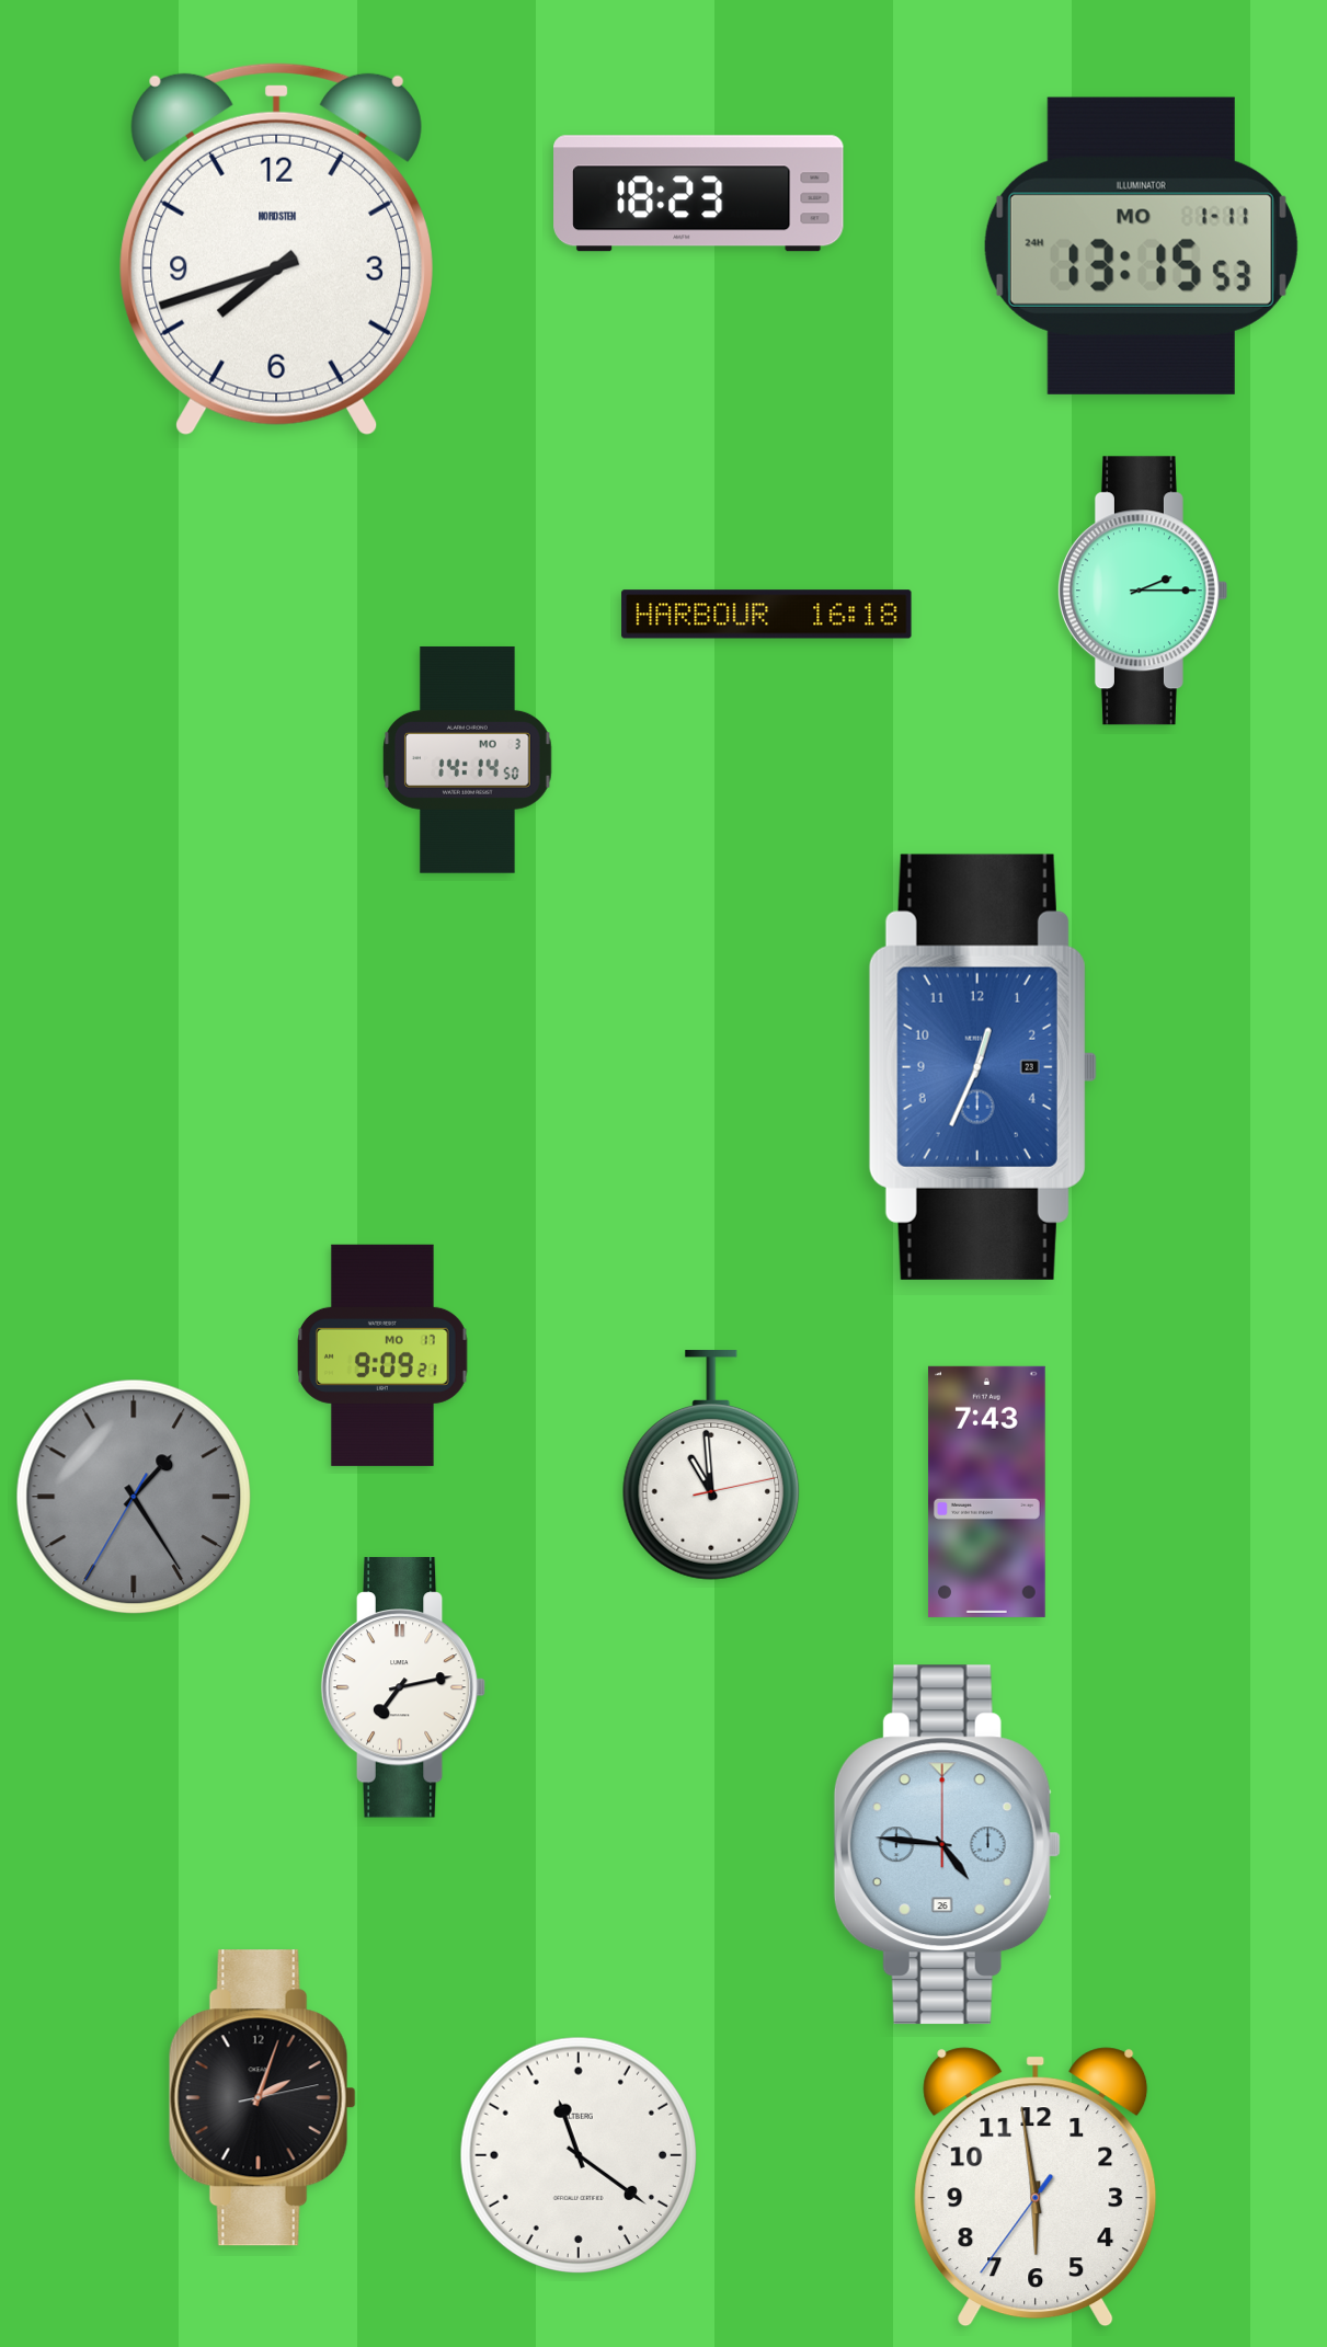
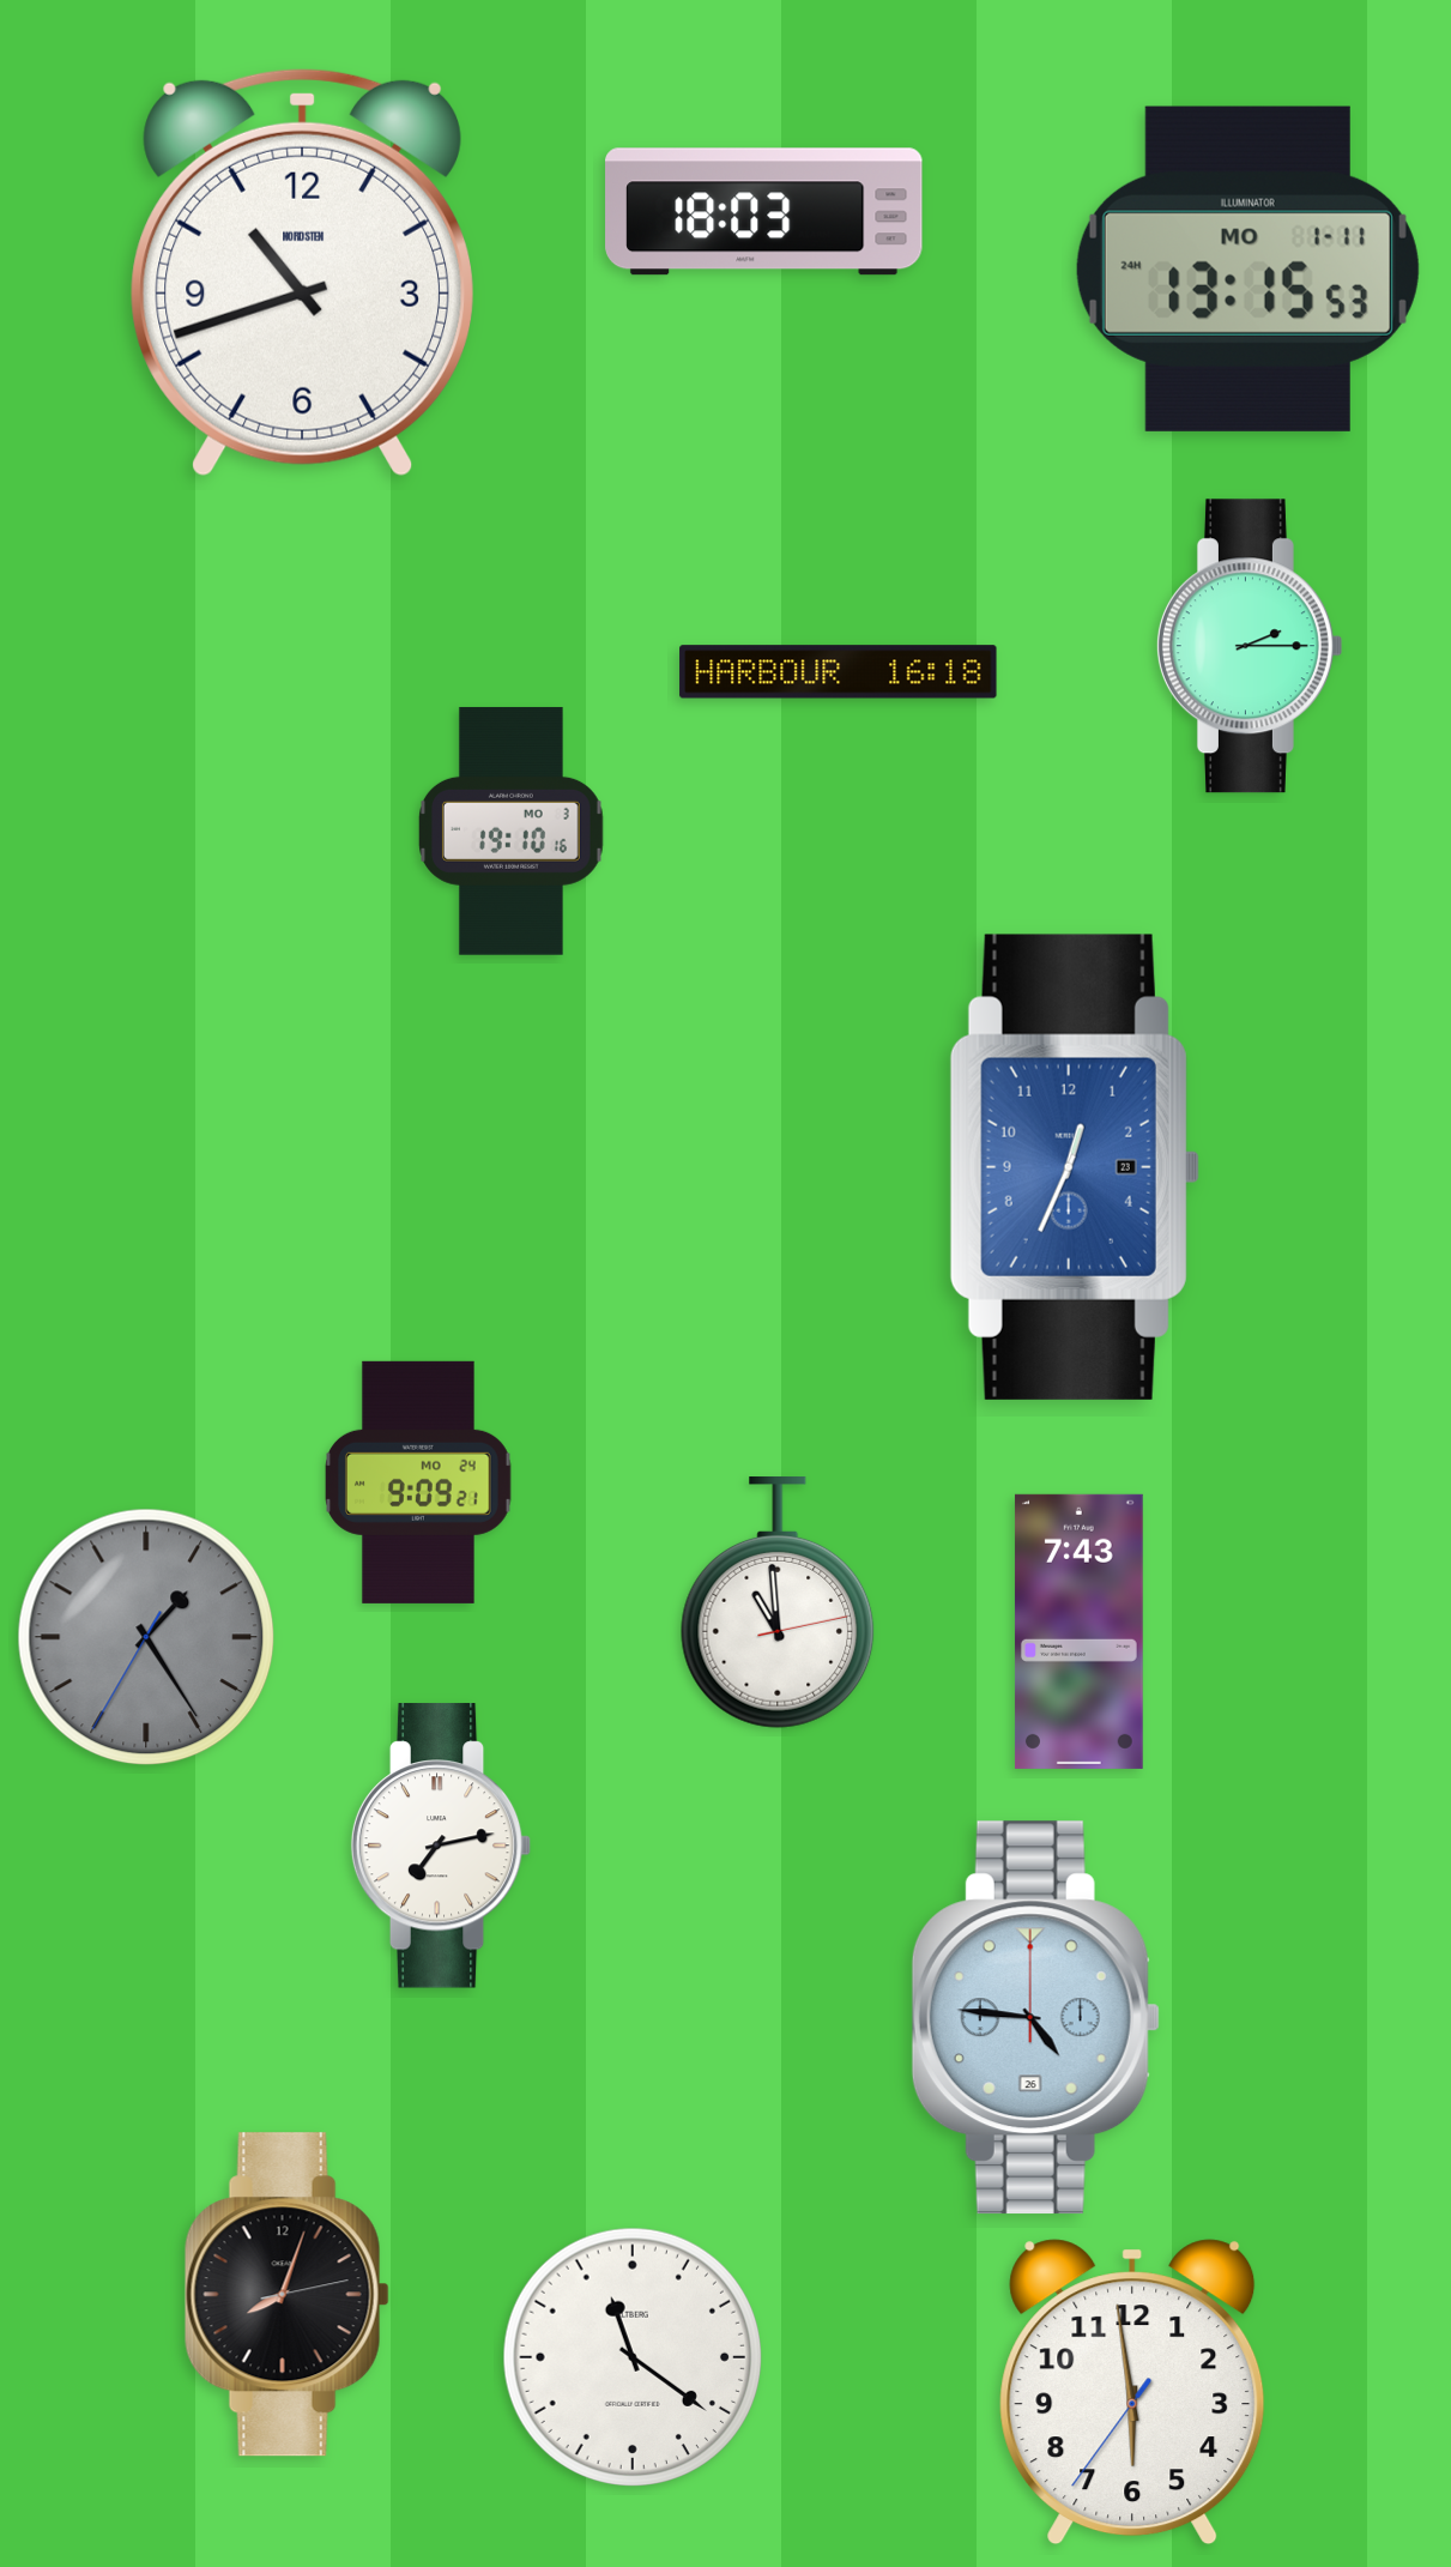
clock at (699, 194): 18:23 -> 18:03
clock at (276, 249): 7:42 -> 10:42
clock at (468, 759): 14:14 -> 19:10
clock at (384, 1355) date: MO 17 -> MO 24
clock at (262, 2098): 2:03 -> 8:03
